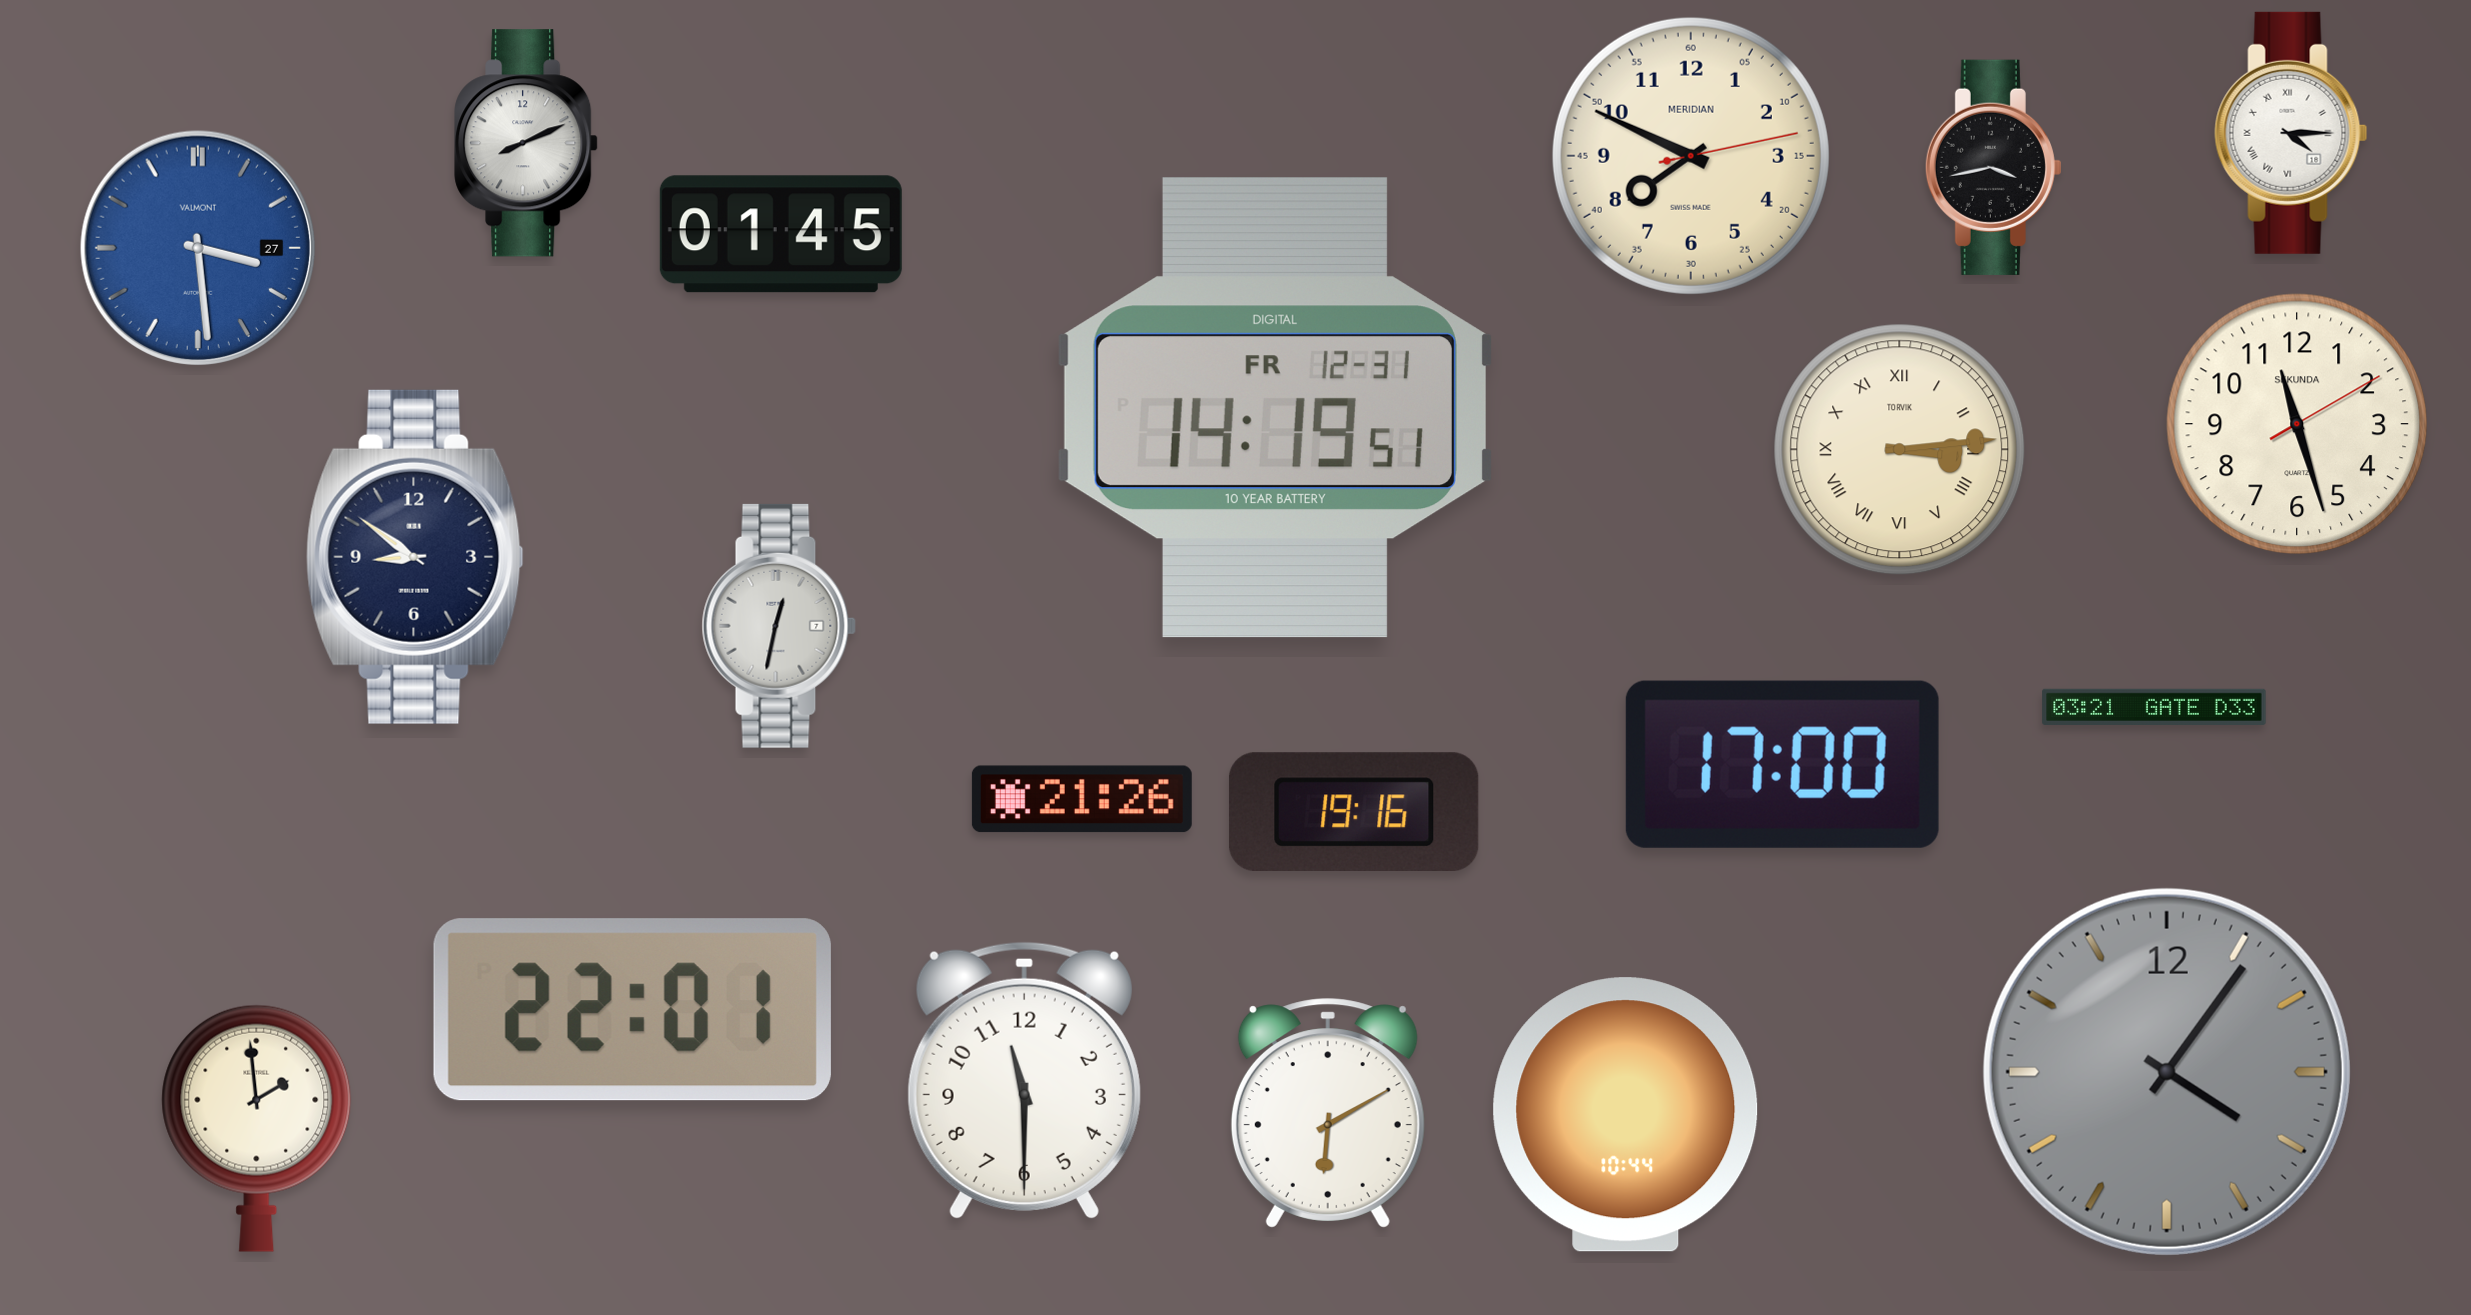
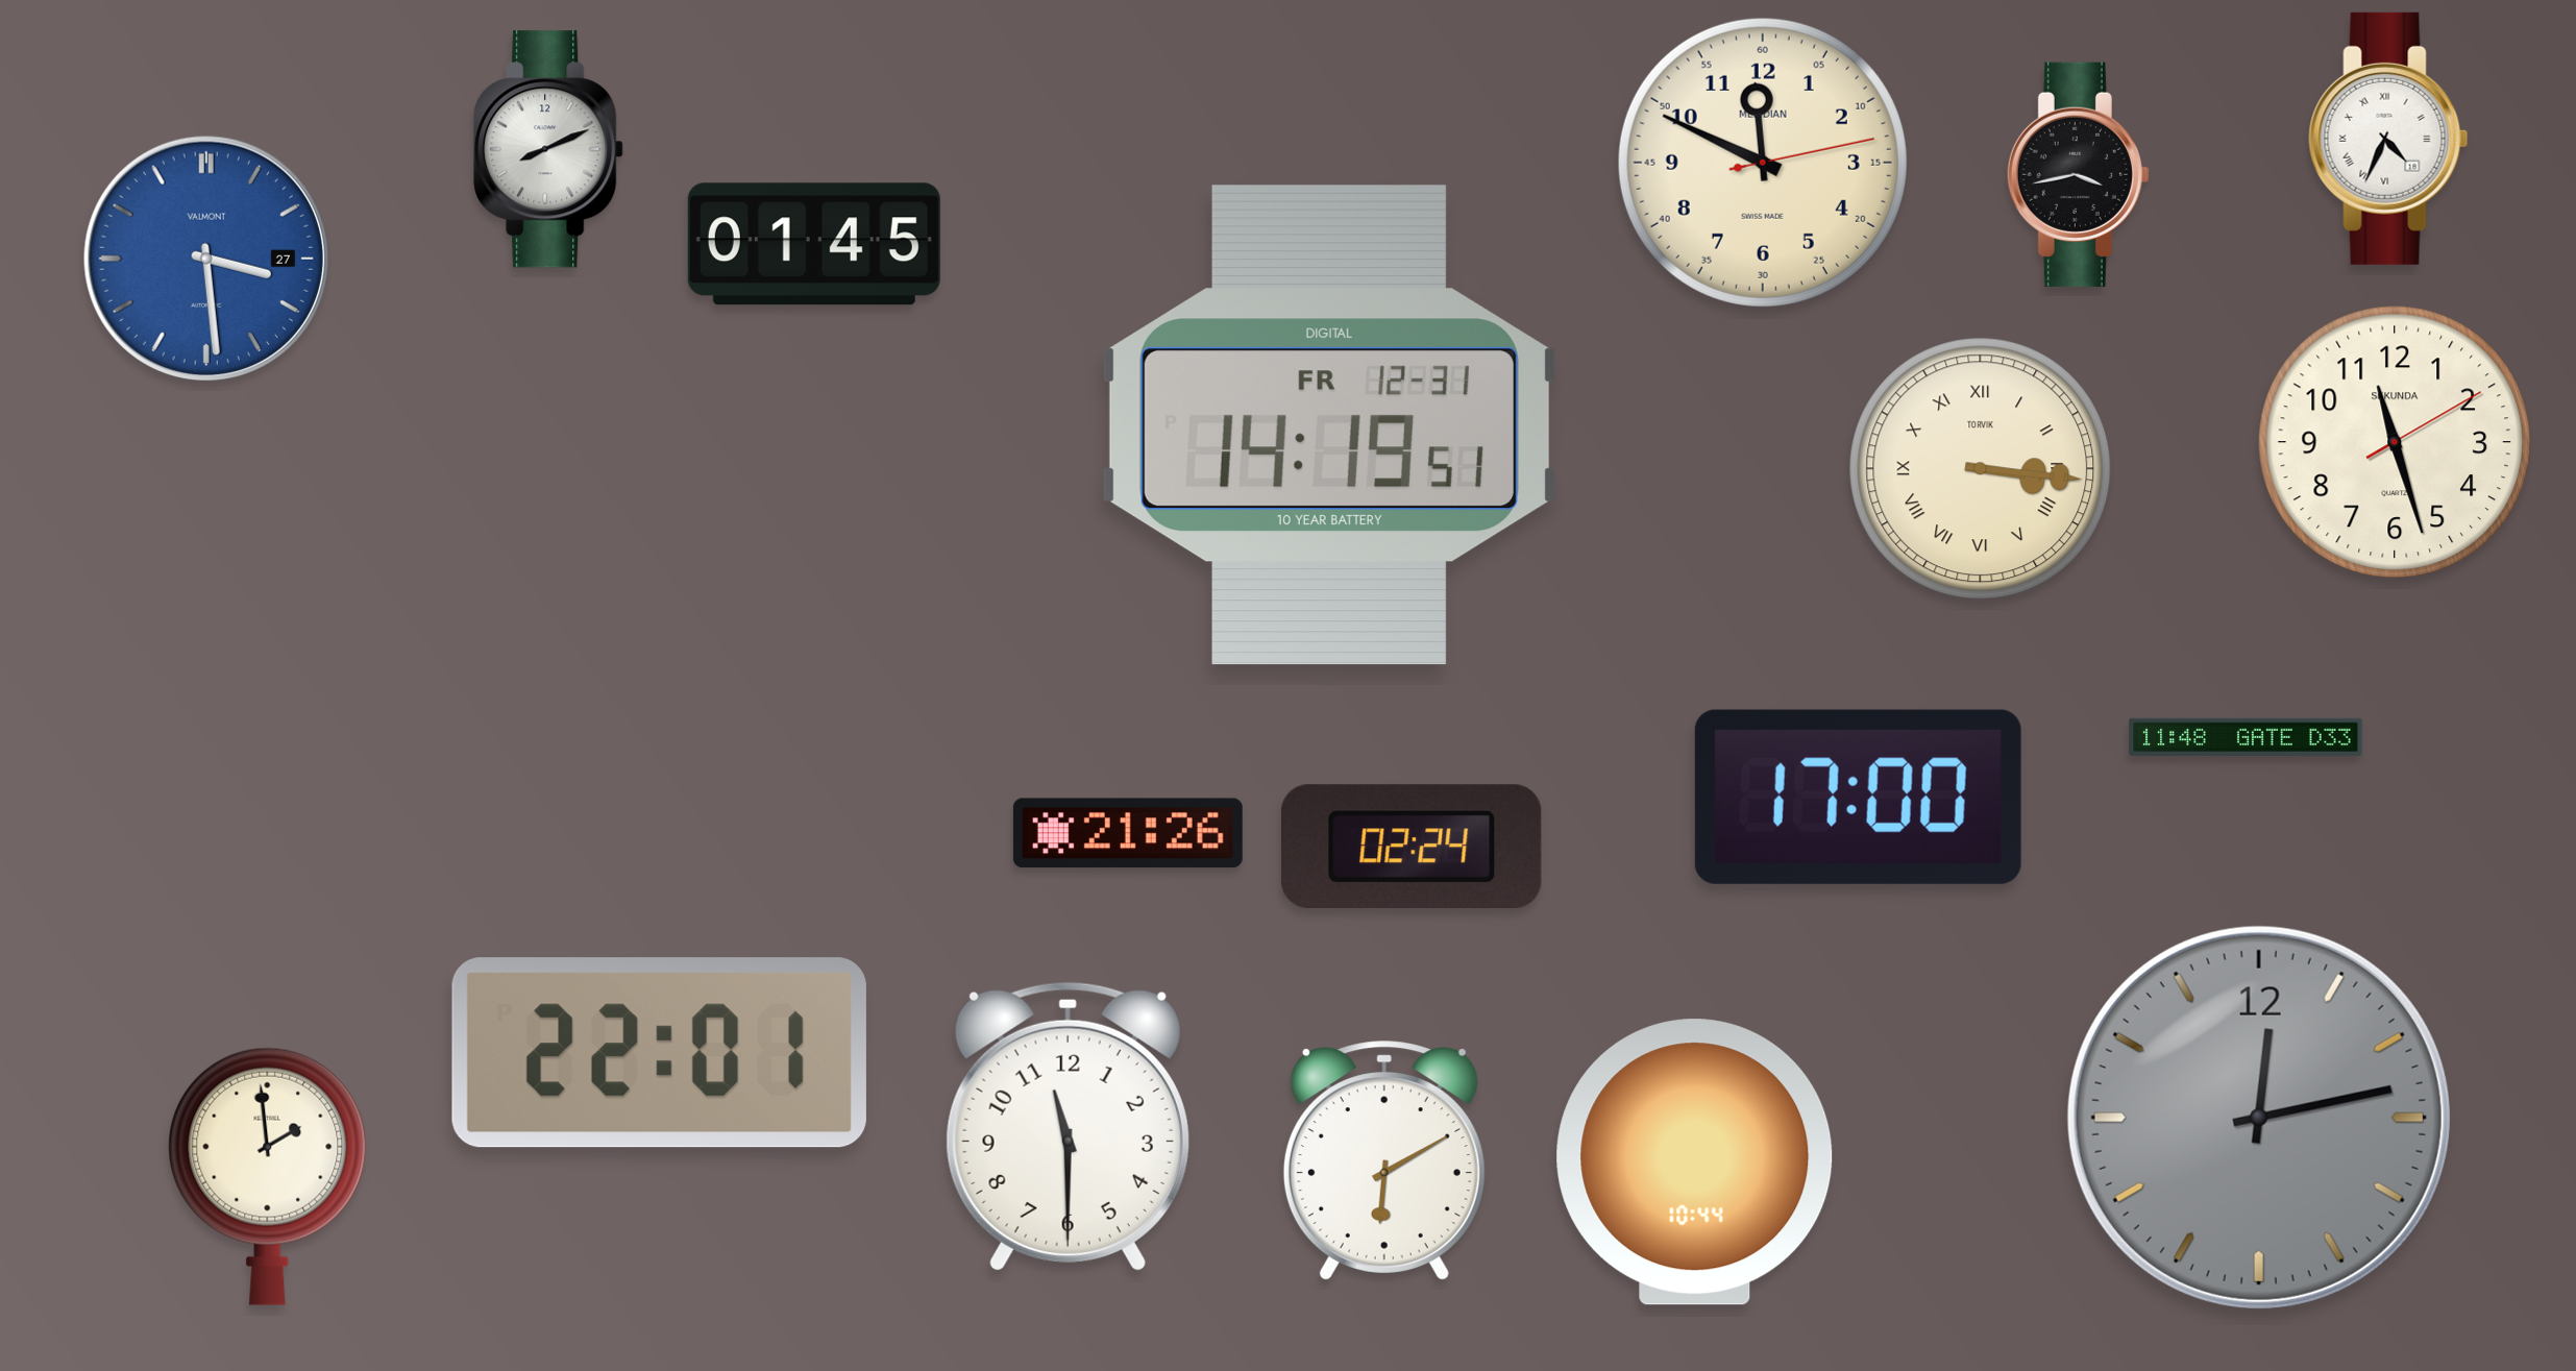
clock at (2291, 133): 4:15 -> 4:34
clock at (1691, 156): 7:49 -> 11:49
clock at (1900, 450): 3:14 -> 3:16
clock at (415, 557): 8:51 -> none
clock at (779, 626): 12:32 -> none
clock at (2154, 707): 03:21 -> 11:48
clock at (1354, 811): 19:16 -> 02:24
clock at (2167, 1072): 4:06 -> 12:13
